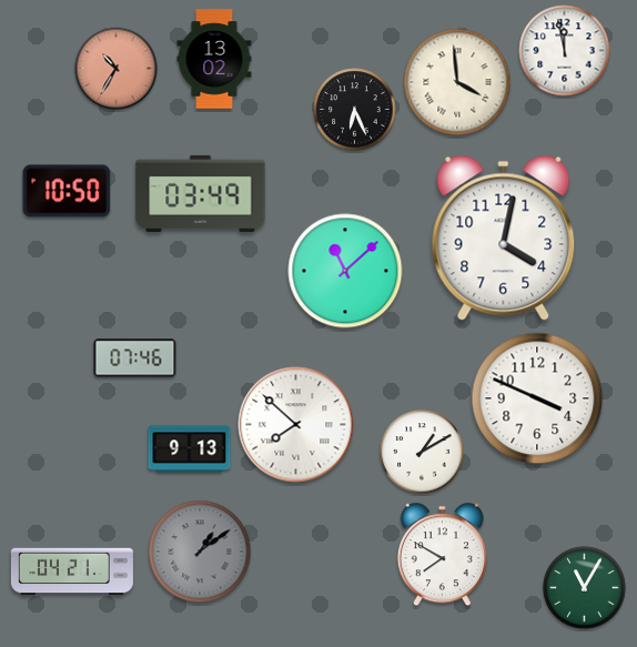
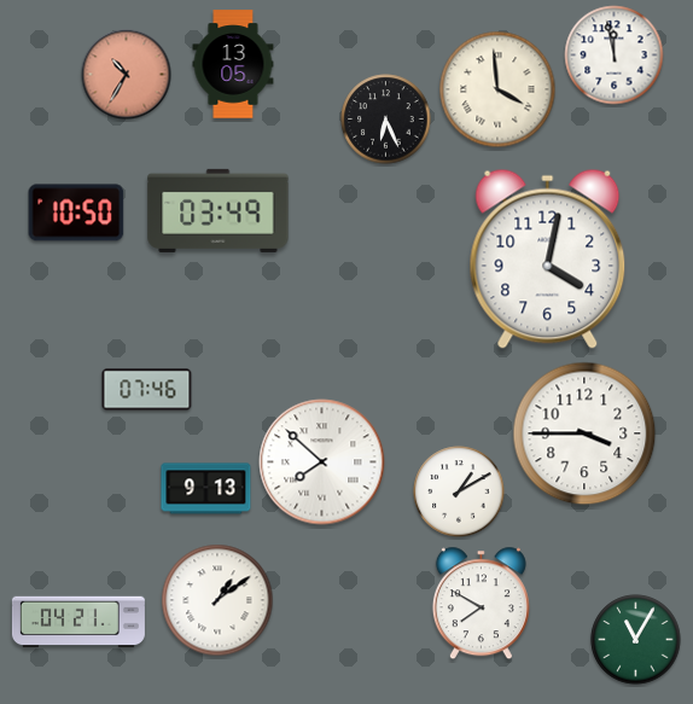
clock at (214, 59): 13:02 -> 13:05
clock at (67, 191) position: (67, 191) -> (76, 213)
clock at (345, 271): 11:08 -> none
clock at (537, 398): 3:49 -> 3:45
clock at (200, 552) dial: grey -> white
